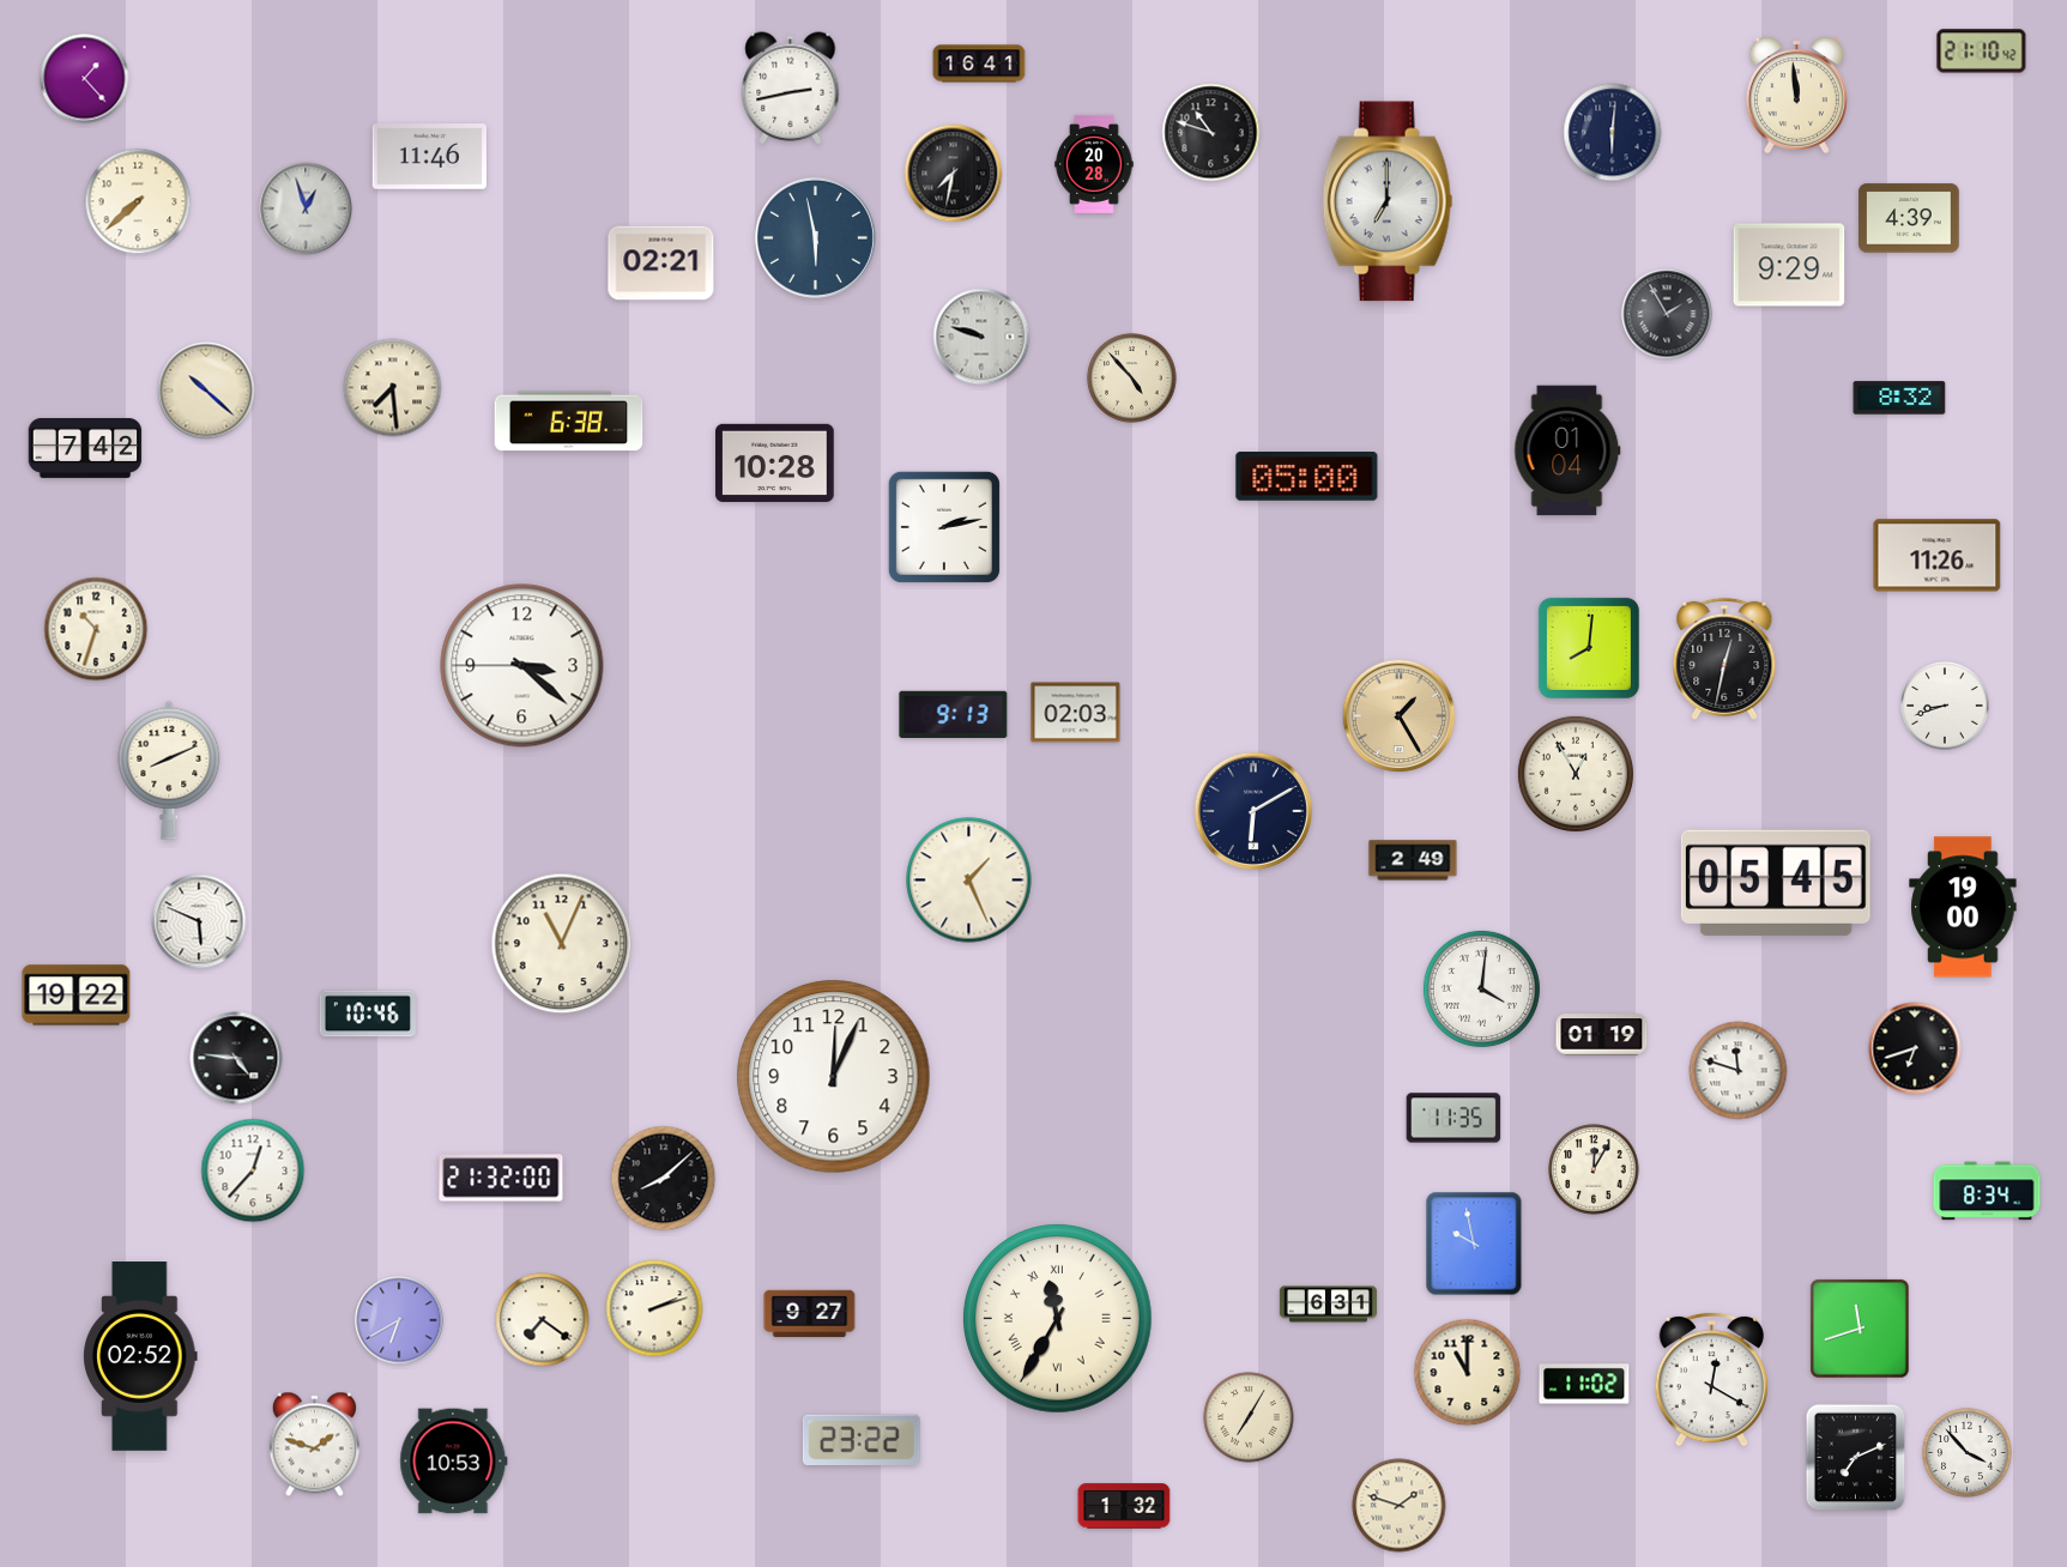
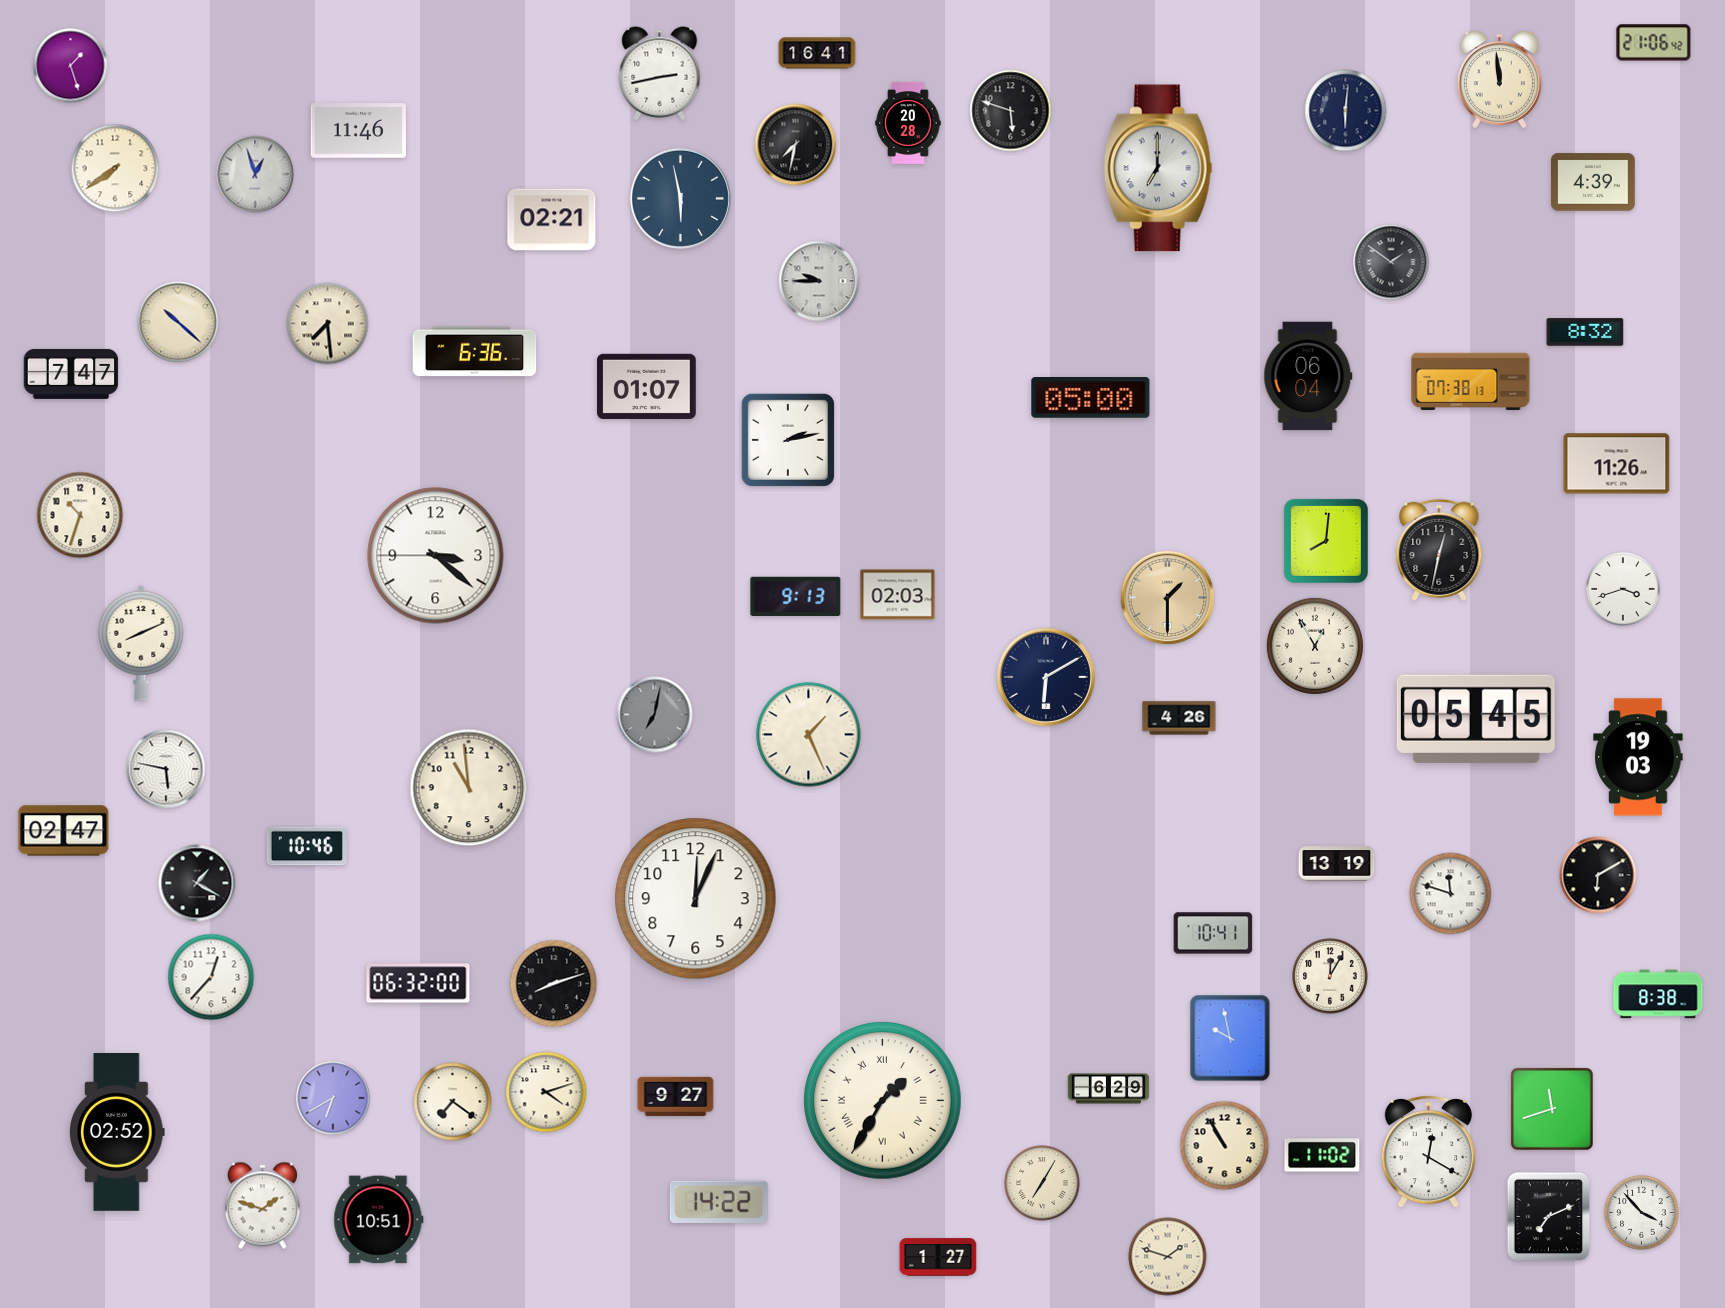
clock at (1982, 52): 21:10 -> 21:06
clock at (85, 79): 1:23 -> 1:27
clock at (1211, 133): 10:48 -> 5:48
clock at (1094, 164) position: (1094, 164) -> (908, 123)
clock at (138, 201): 7:38 -> 7:39
clock at (1789, 265): 9:29 -> none
clock at (1667, 314): 1:55 -> 1:51
clock at (981, 337): 9:48 -> 9:45
clock at (1132, 379): 4:53 -> none
clock at (206, 391) position: (206, 391) -> (178, 322)
clock at (569, 422): 6:38 -> 6:36
clock at (85, 448): 7:42 -> 7:47
clock at (1567, 450): 01:04 -> 06:04
clock at (1471, 381): none -> 07:38
clock at (775, 462): 10:28 -> 01:07
clock at (96, 629) position: (96, 629) -> (80, 515)
clock at (1945, 706): 8:42 -> 3:42
clock at (1400, 716): 1:25 -> 1:30
clock at (655, 715): none -> 7:02
clock at (1413, 860): 2:49 -> 4:26
clock at (1776, 883) position: (1776, 883) -> (1476, 719)
clock at (1963, 907): 19:00 -> 19:03
clock at (199, 921): 5:49 -> 5:47
clock at (562, 944): 11:04 -> 10:59
clock at (1481, 988): 4:01 -> none
clock at (77, 996): 19:22 -> 02:47
clock at (1602, 1035): 01:19 -> 13:19
clock at (1915, 1048): 6:42 -> 6:10
clock at (236, 1058): 4:46 -> 1:20
clock at (1453, 1118): 11:35 -> 10:41
clock at (501, 1178): 21:32 -> 06:32
clock at (664, 1179): 8:08 -> 8:12
clock at (1987, 1191): 8:34 -> 8:38
clock at (1328, 1305): 6:31 -> 6:29
clock at (654, 1308): 2:12 -> 4:12
clock at (1058, 1319): 11:35 -> 1:35
clock at (399, 1320) position: (399, 1320) -> (333, 1098)
clock at (1468, 1373): 11:00 -> 10:55
clock at (862, 1439): 23:22 -> 14:22
clock at (454, 1462): 10:53 -> 10:51
clock at (1124, 1506): 1:32 -> 1:27
